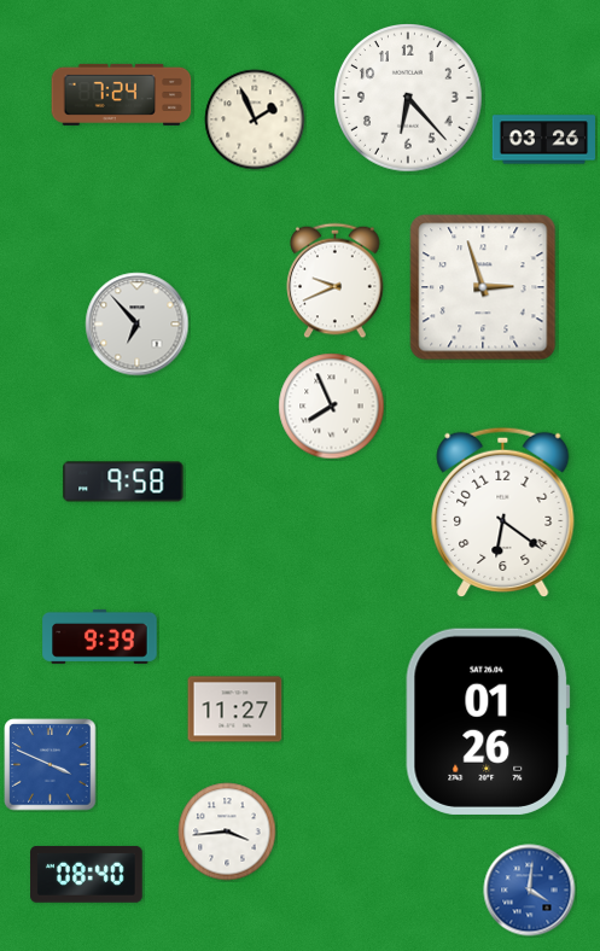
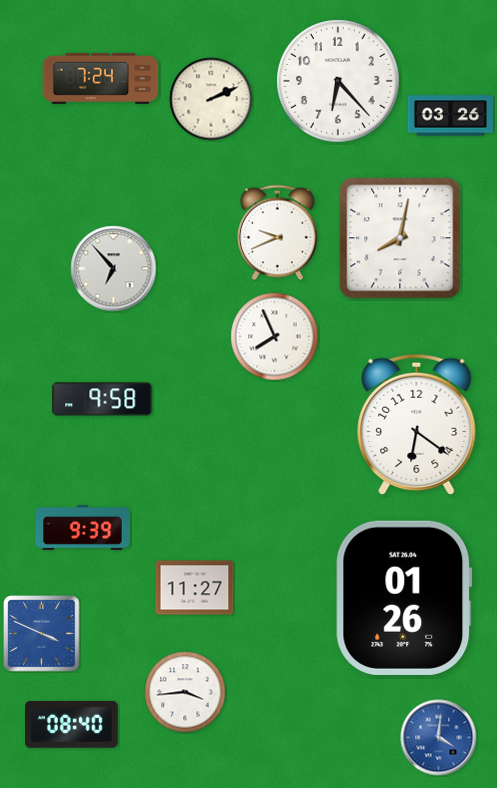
clock at (255, 119): 1:56 -> 2:11
clock at (483, 287): 2:57 -> 8:02
clock at (227, 832) position: (227, 832) -> (185, 692)
